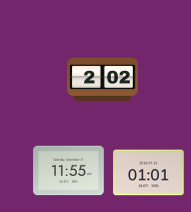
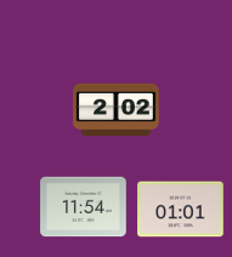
clock at (103, 79) position: (103, 79) -> (117, 109)
clock at (69, 171): 11:55 -> 11:54
